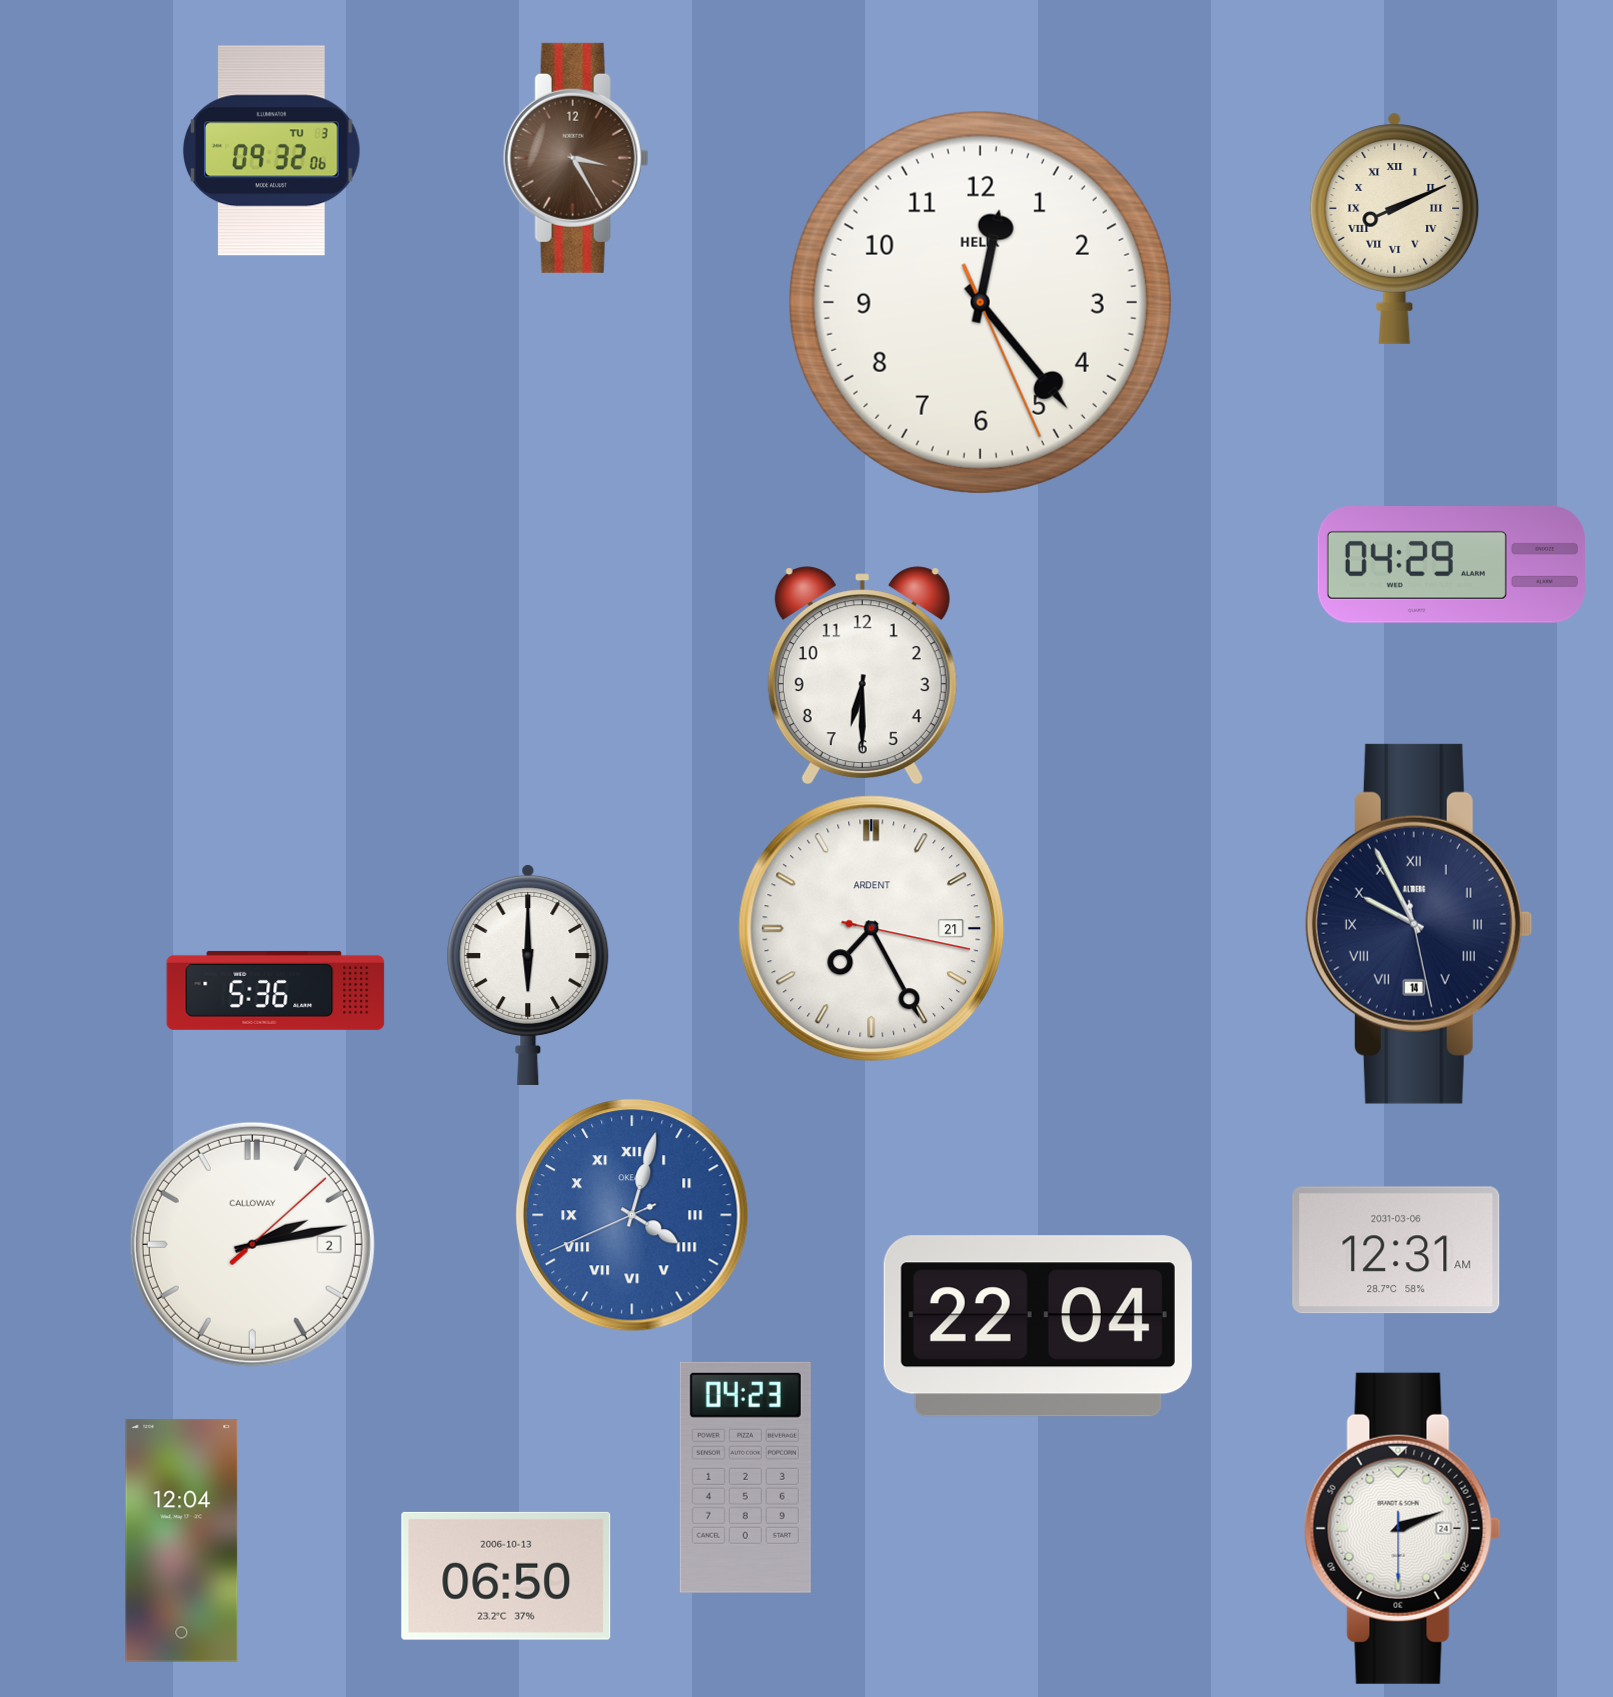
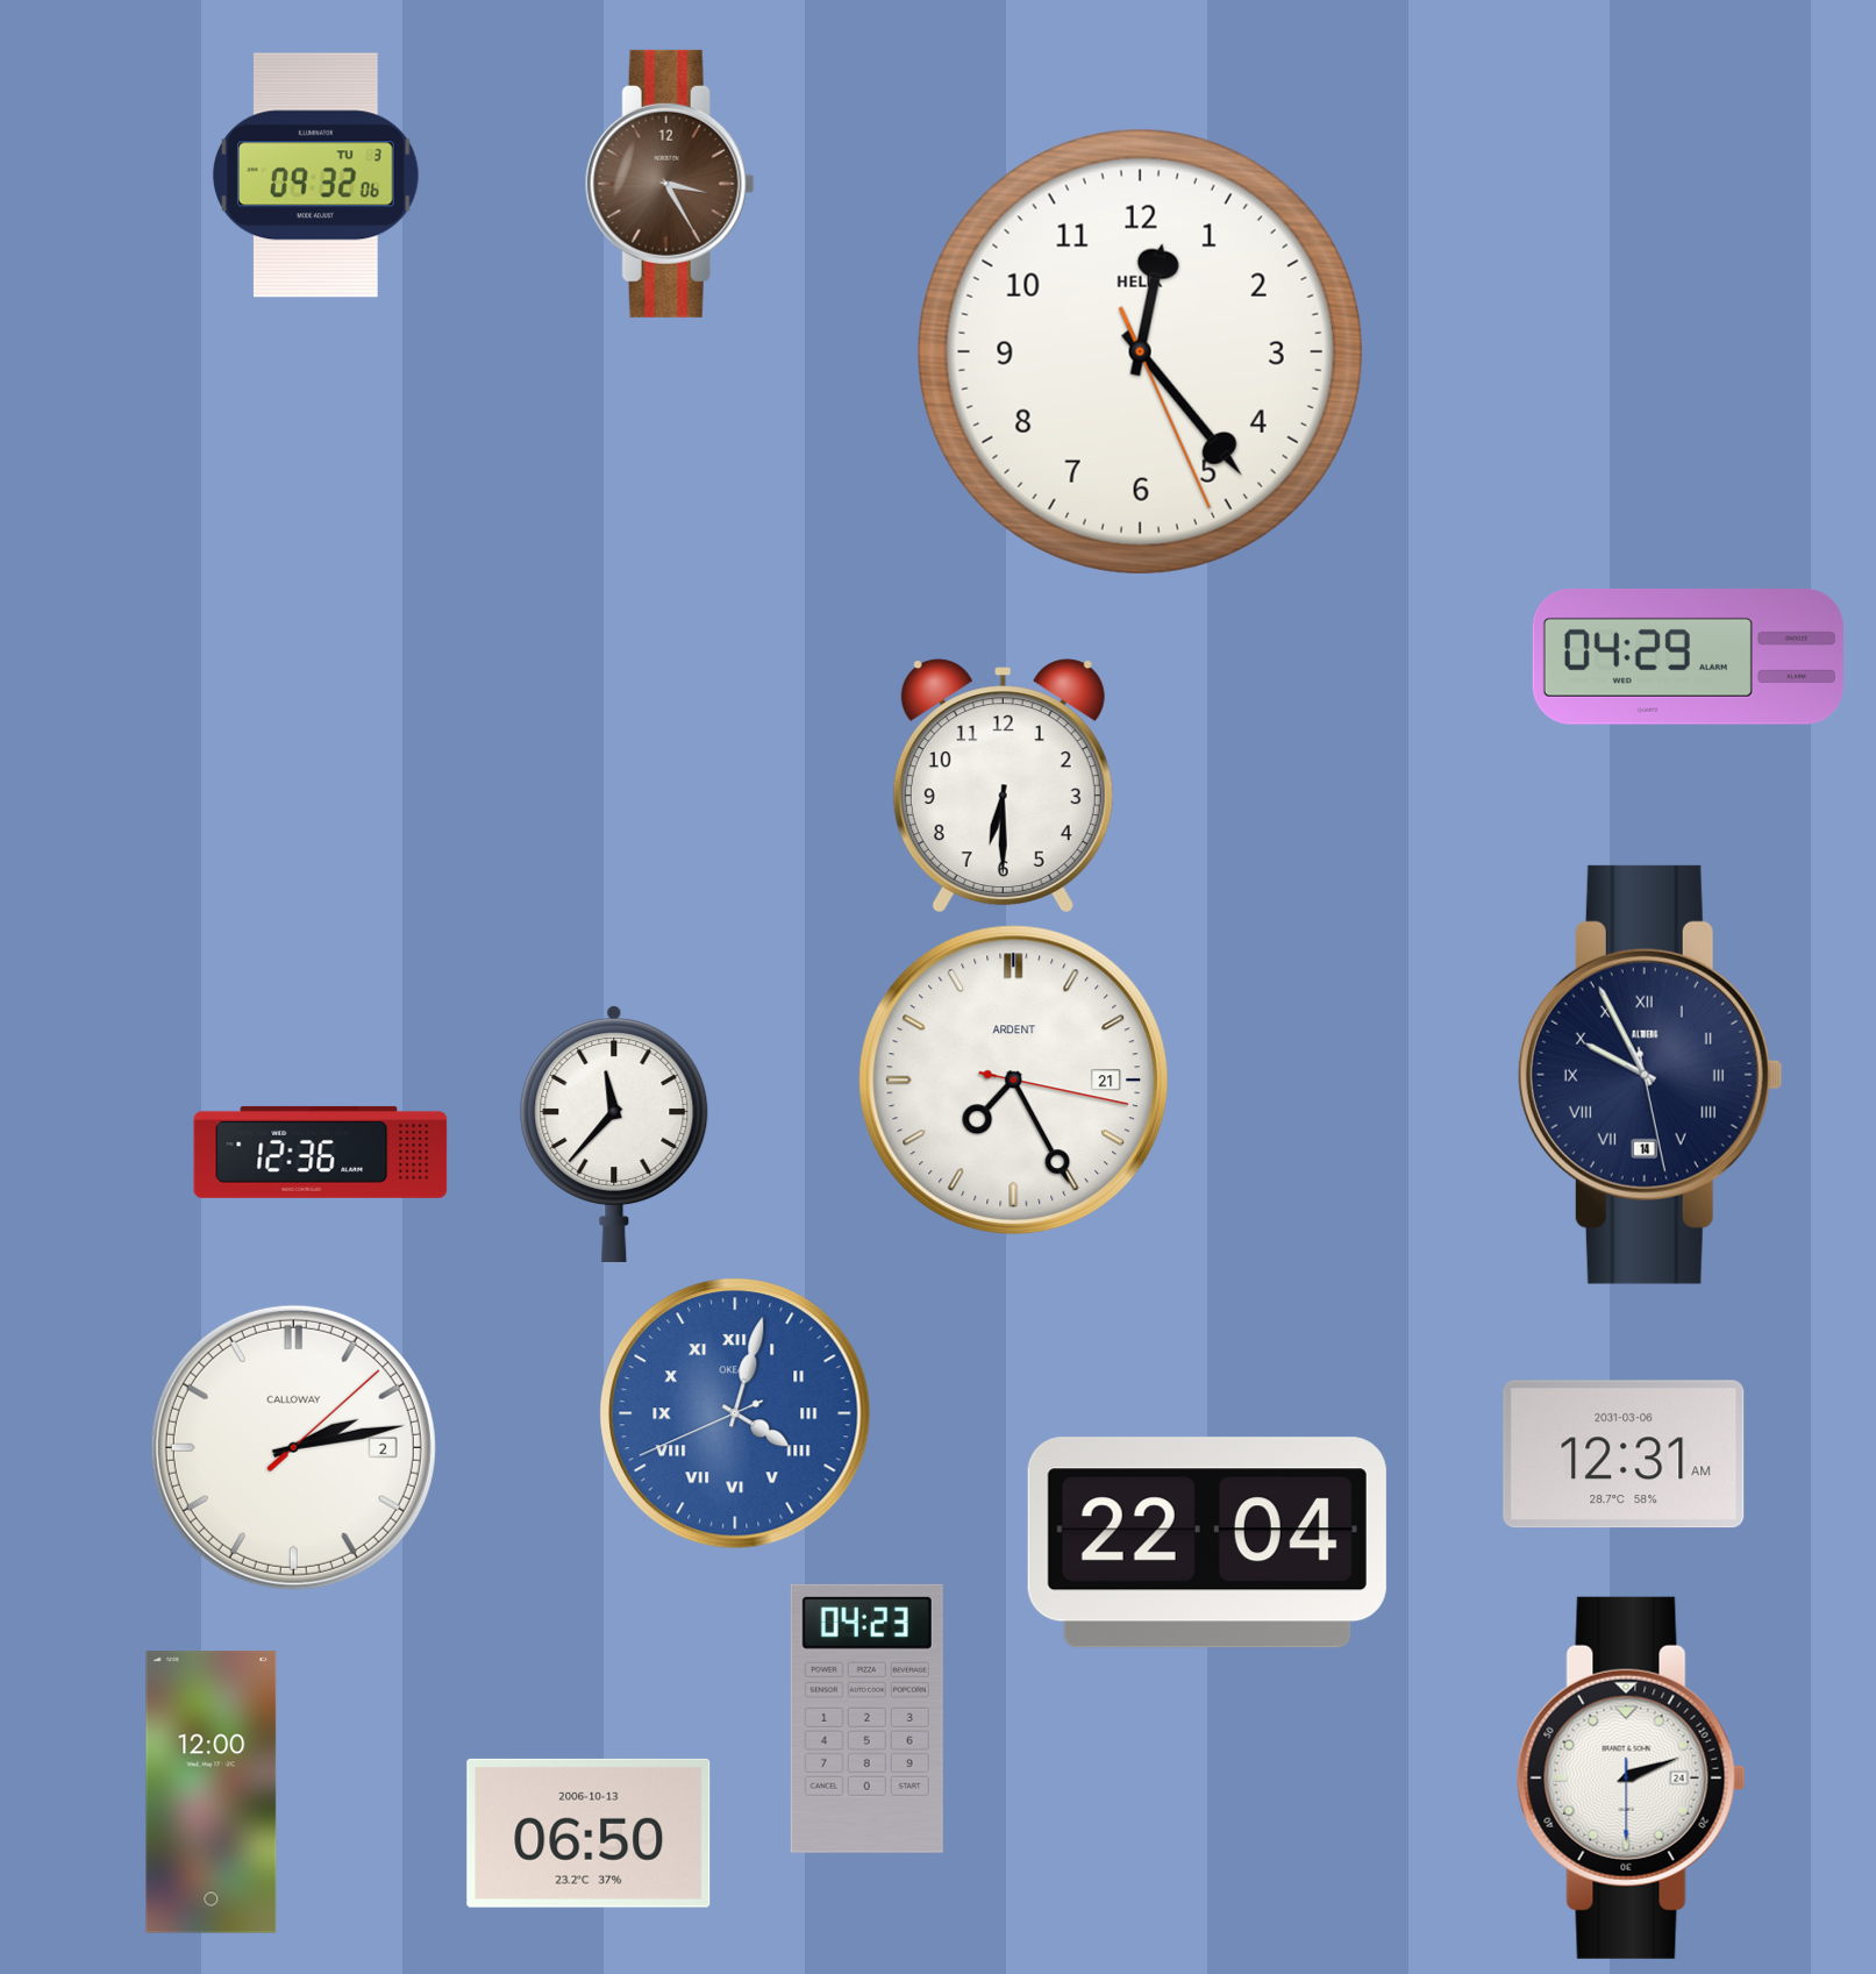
clock at (1395, 228): 8:11 -> none
clock at (528, 974): 6:00 -> 11:37
clock at (276, 990): 5:36 -> 12:36
clock at (182, 1541): 12:04 -> 12:00
